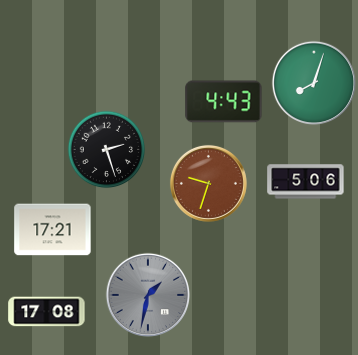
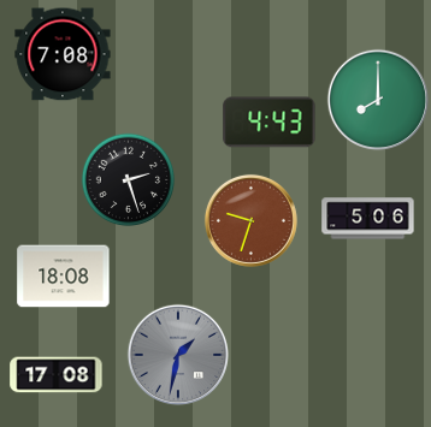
clock at (63, 54): none -> 7:08
clock at (314, 83): 8:03 -> 8:00
clock at (53, 230): 17:21 -> 18:08
